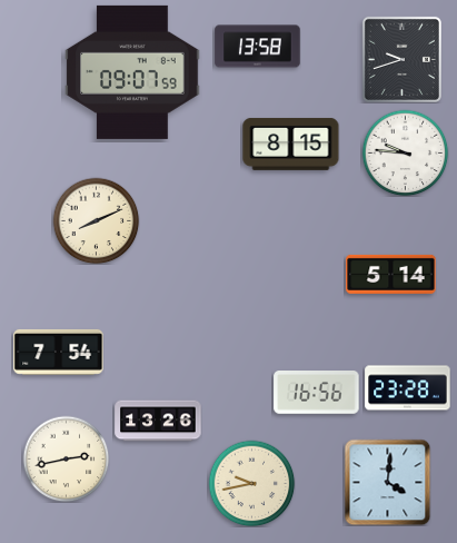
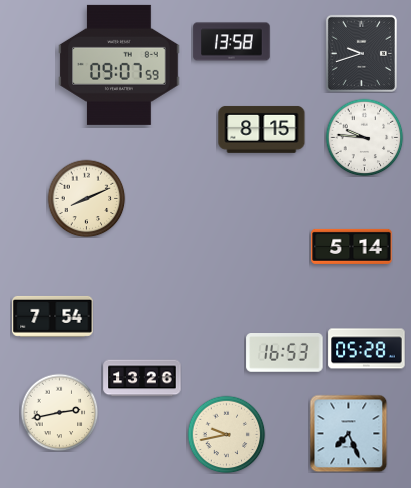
clock at (408, 388): 23:28 -> 05:28
clock at (317, 393): 16:56 -> 16:53
clock at (387, 482): 4:01 -> 7:26
